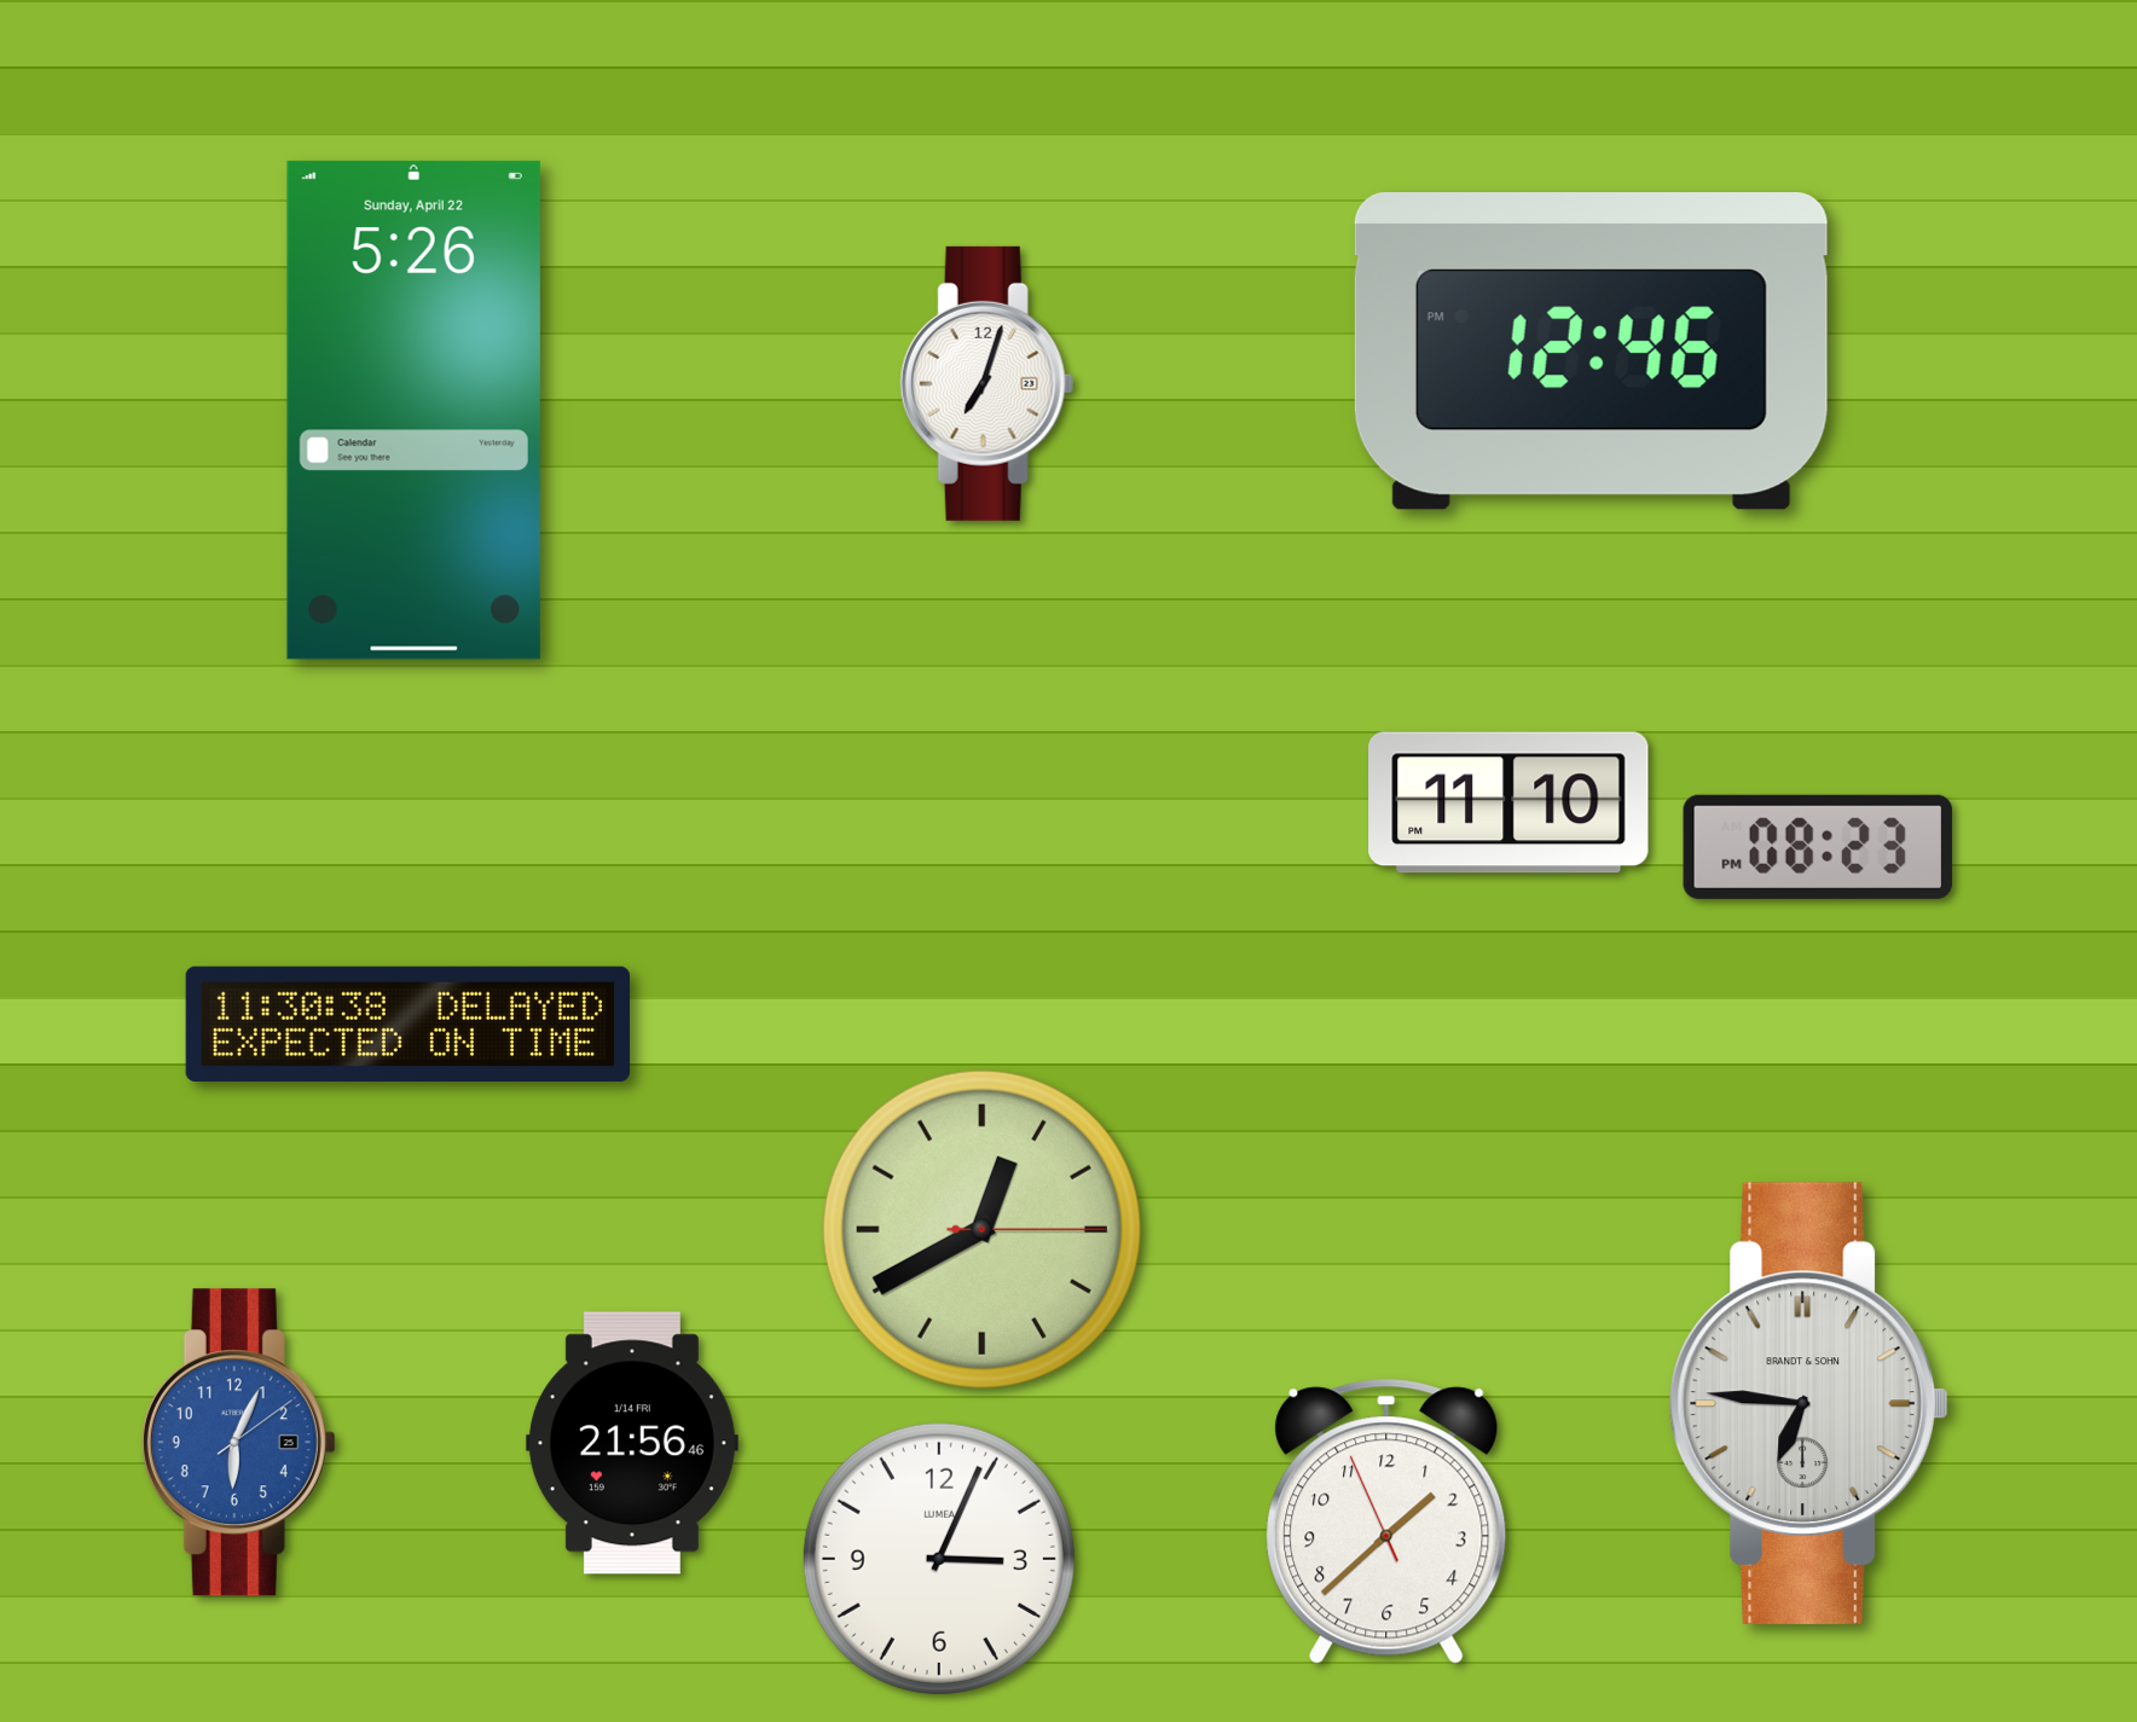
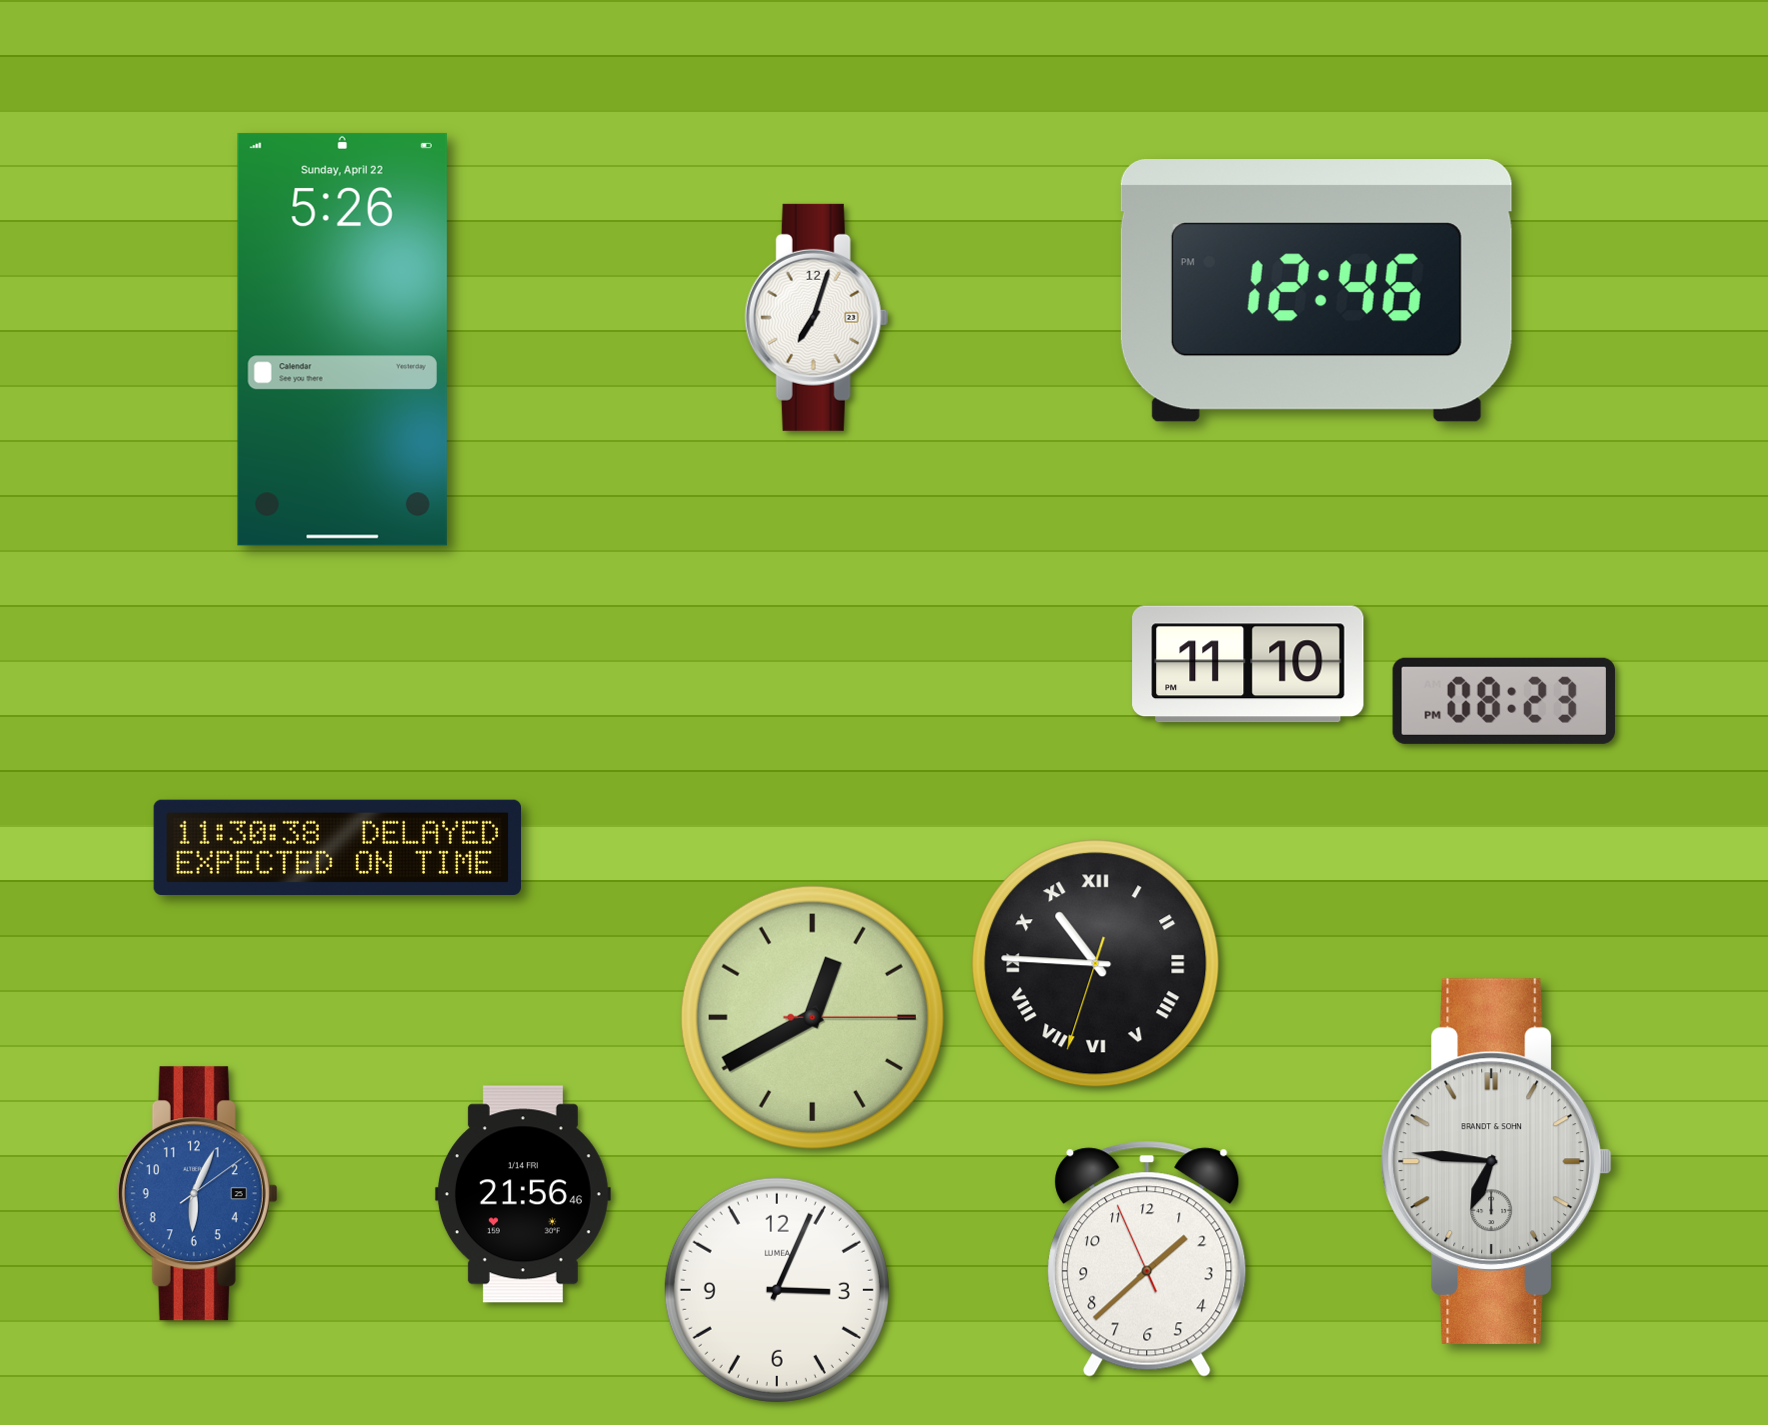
clock at (1096, 964): none -> 10:45
